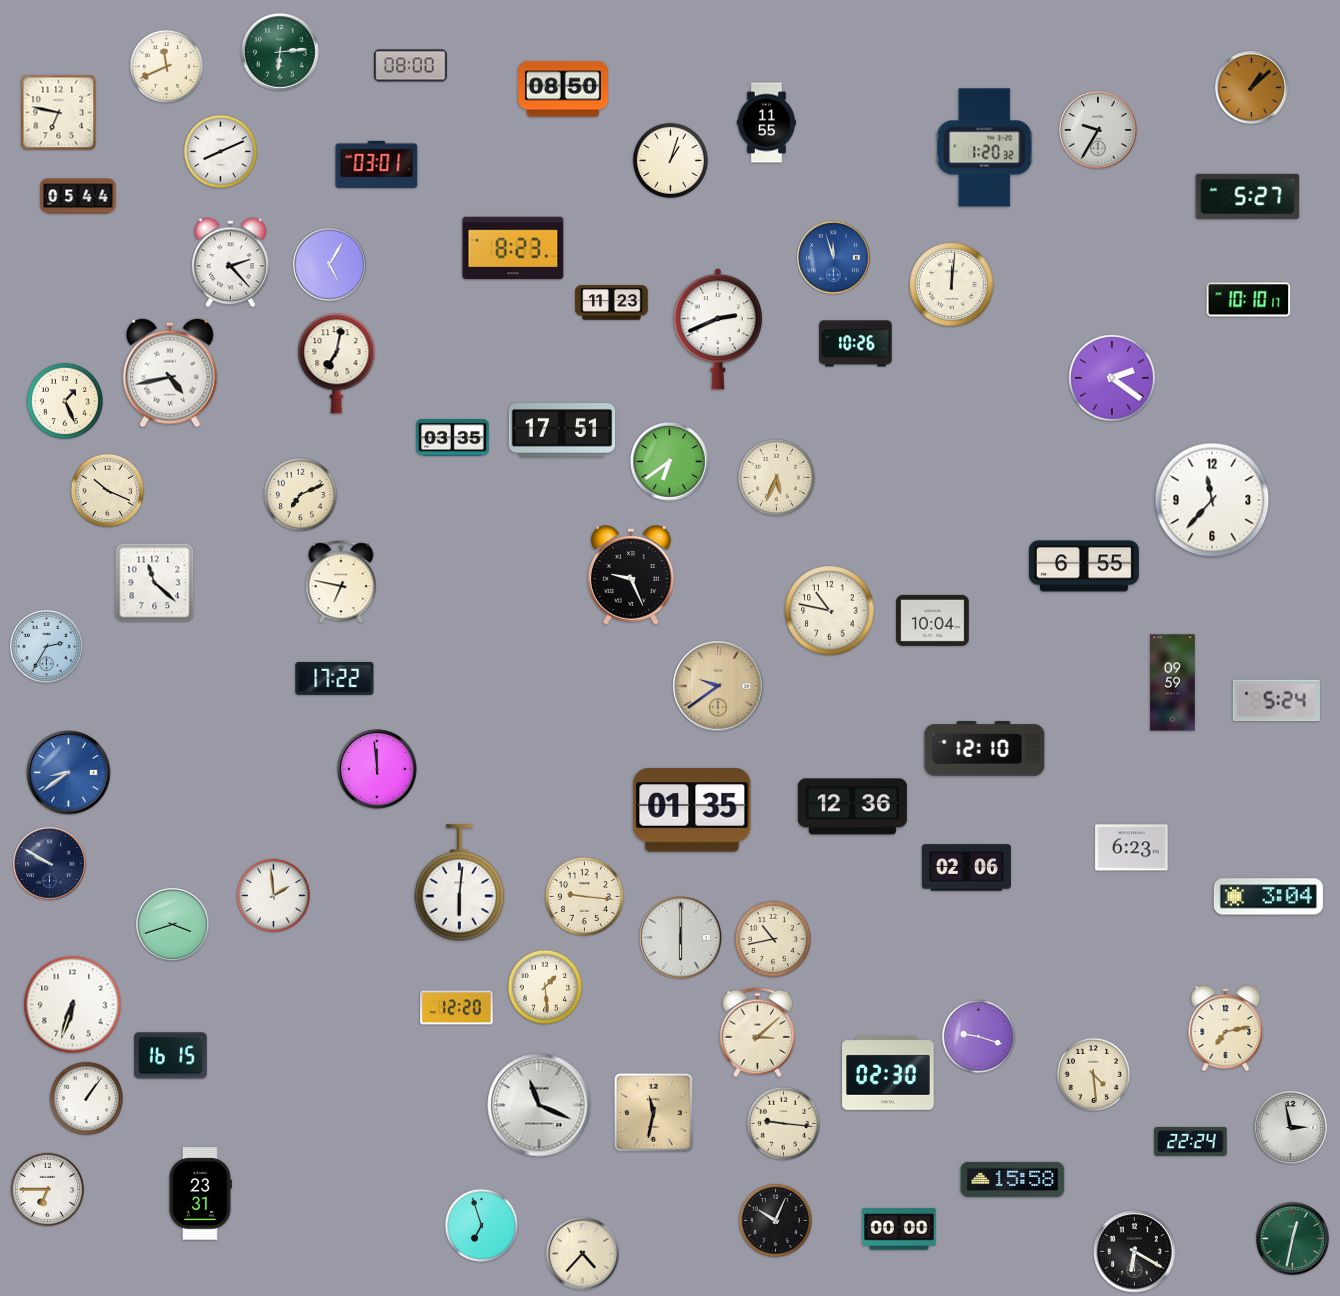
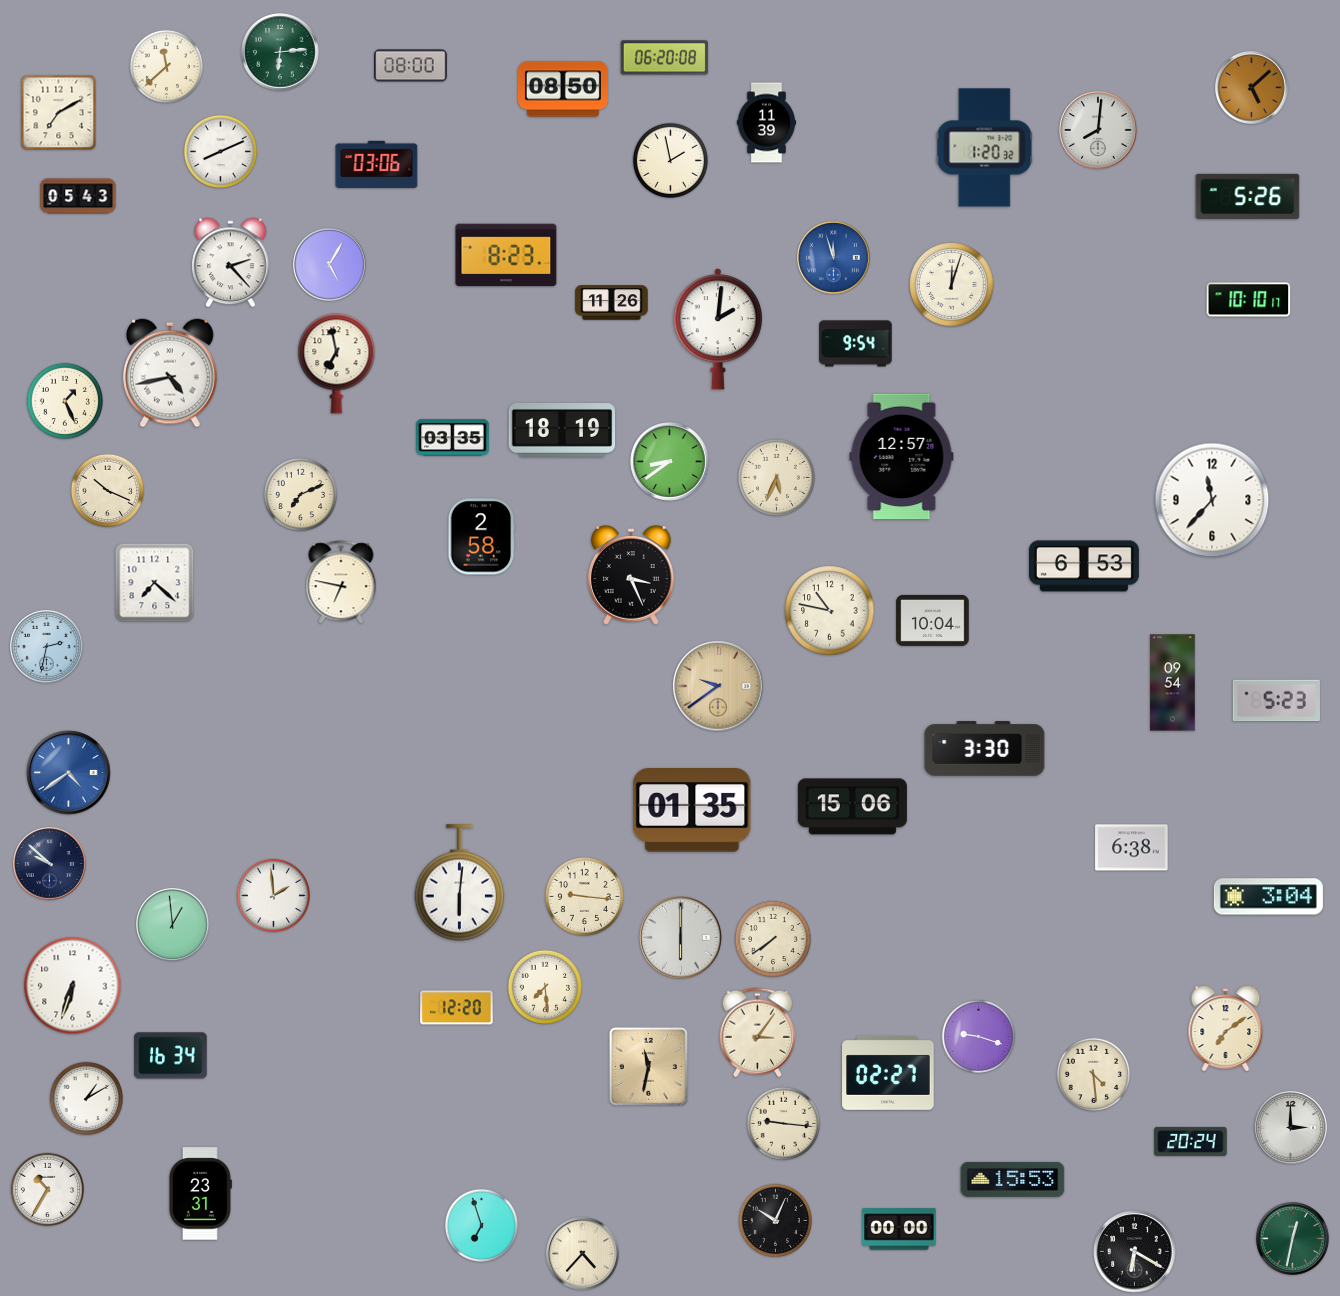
clock at (664, 58): none -> 06:20
clock at (166, 66): 11:41 -> 11:38
clock at (1252, 88): 1:08 -> 5:08
clock at (59, 113): 6:47 -> 7:10
clock at (767, 123): 11:55 -> 11:39
clock at (1098, 130): 9:35 -> 8:01
clock at (670, 160): 1:03 -> 1:58
clock at (377, 164): 03:01 -> 03:06
clock at (78, 196): 05:44 -> 05:43
clock at (1248, 196): 5:27 -> 5:26
clock at (513, 248) position: (513, 248) -> (506, 255)
clock at (952, 285): 12:01 -> 12:03
clock at (612, 303): 11:23 -> 11:26
clock at (718, 329): 2:41 -> 2:01
clock at (856, 344): 10:26 -> 9:54
clock at (337, 364): 7:02 -> 6:58
clock at (1112, 378): 2:21 -> none
clock at (562, 431): 17:51 -> 18:19
clock at (902, 457): none -> 12:57
clock at (670, 462): 6:39 -> 8:39
clock at (481, 537): none -> 2:58
clock at (1084, 566): 6:55 -> 6:53
clock at (632, 575): 9:26 -> 3:26
clock at (155, 583): 11:22 -> 7:22
clock at (47, 647): 2:35 -> 2:32
clock at (335, 678): 17:22 -> none
clock at (1173, 683): 09:59 -> 09:54
clock at (1276, 701): 5:24 -> 5:23
clock at (985, 749): 12:10 -> 3:30
clock at (377, 769): 11:59 -> none
clock at (69, 773): 8:39 -> 4:39
clock at (852, 807): 12:36 -> 15:06
clock at (1132, 848): 6:23 -> 6:38
clock at (50, 864): 9:50 -> 9:52
clock at (966, 868): 02:06 -> none
clock at (173, 925): 3:42 -> 12:59
clock at (773, 939): 10:43 -> 7:39
clock at (544, 986): 1:29 -> 7:29
clock at (73, 1005) position: (73, 1005) -> (73, 986)
clock at (1226, 1029): 7:13 -> 7:09
clock at (757, 1033): 3:08 -> 3:06
clock at (171, 1056): 16:15 -> 16:34
clock at (888, 1073): 02:30 -> 02:27
clock at (86, 1098): 1:06 -> 1:10
clock at (539, 1105): 11:19 -> none
clock at (653, 1112) position: (653, 1112) -> (648, 1066)
clock at (1291, 1128): 2:58 -> 3:00
clock at (1191, 1141): 22:24 -> 20:24
clock at (1013, 1179): 15:58 -> 15:53
clock at (47, 1189): 6:45 -> 10:35
